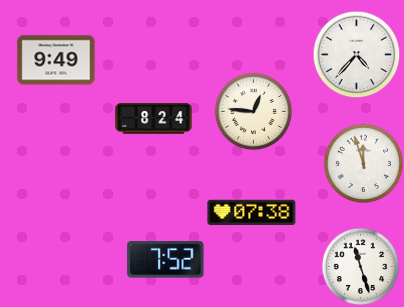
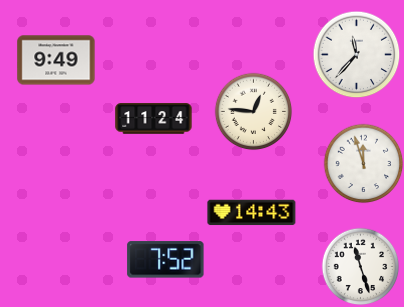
clock at (356, 54): 4:37 -> 11:37
clock at (154, 119): 8:24 -> 11:24
clock at (252, 213): 07:38 -> 14:43
